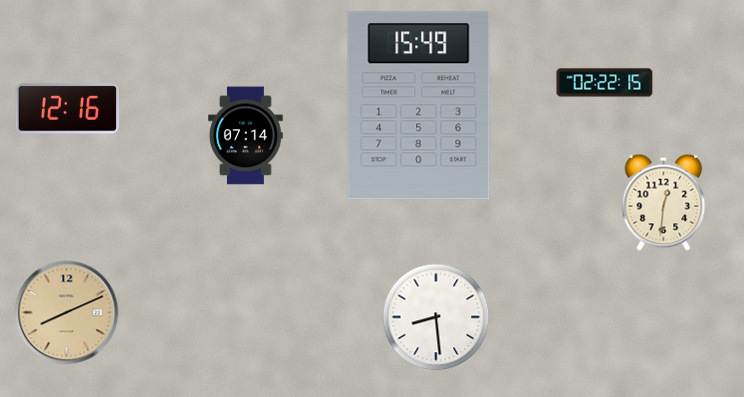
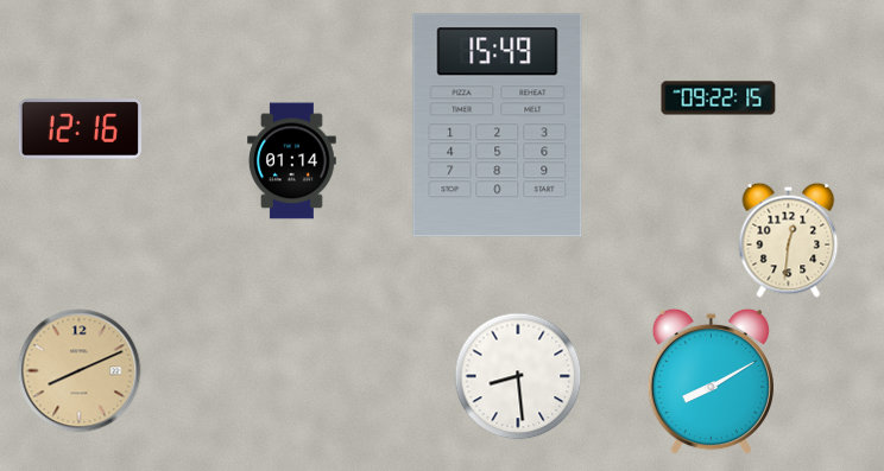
clock at (605, 83): 02:22 -> 09:22
clock at (246, 136): 07:14 -> 01:14
clock at (711, 382): none -> 8:10
